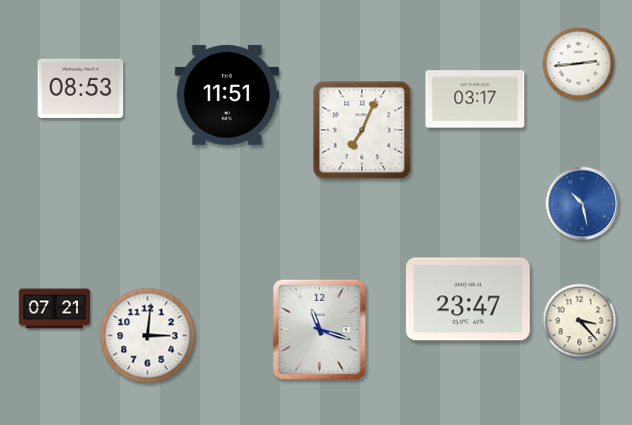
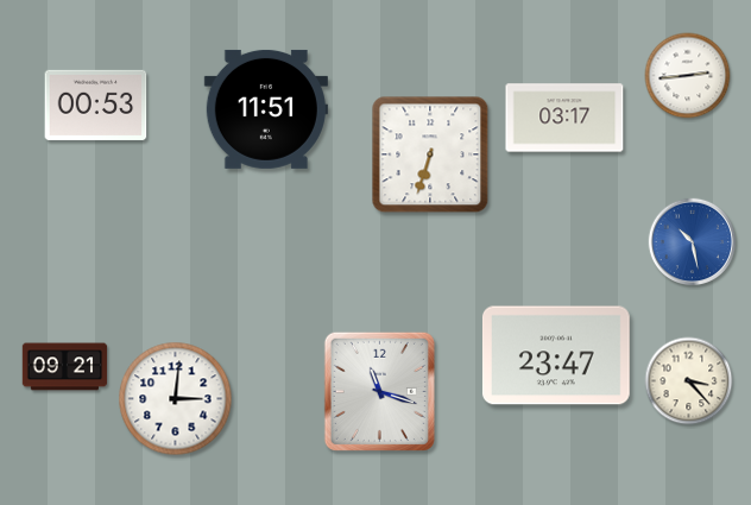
clock at (81, 88): 08:53 -> 00:53
clock at (227, 95) position: (227, 95) -> (266, 109)
clock at (362, 130): 7:04 -> 6:33
clock at (55, 309): 07:21 -> 09:21
